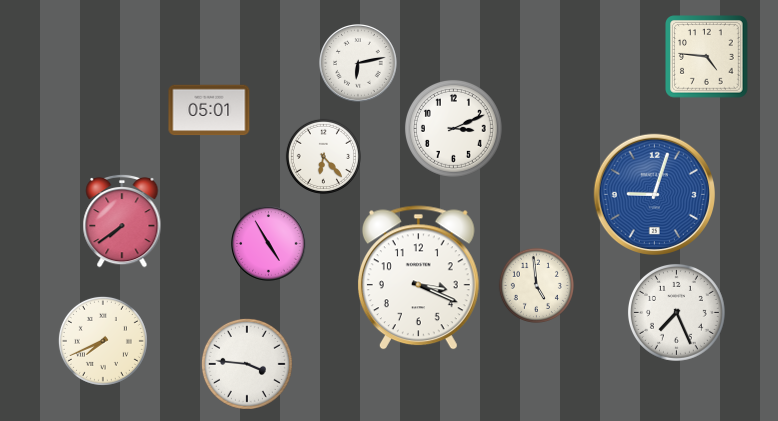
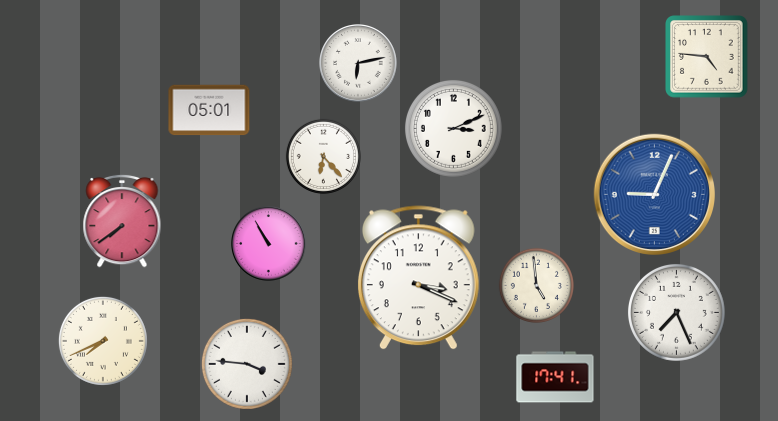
clock at (654, 194): 9:03 -> 9:04
clock at (269, 244): 4:55 -> 10:55
clock at (555, 377): none -> 17:41
